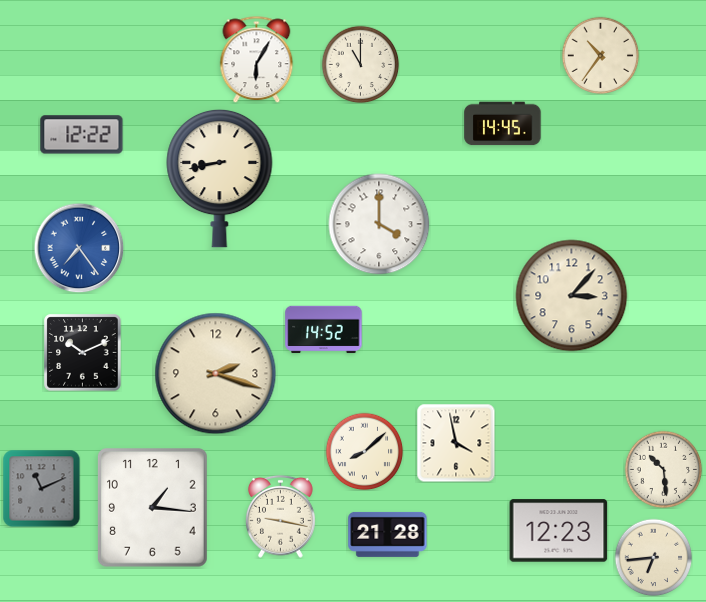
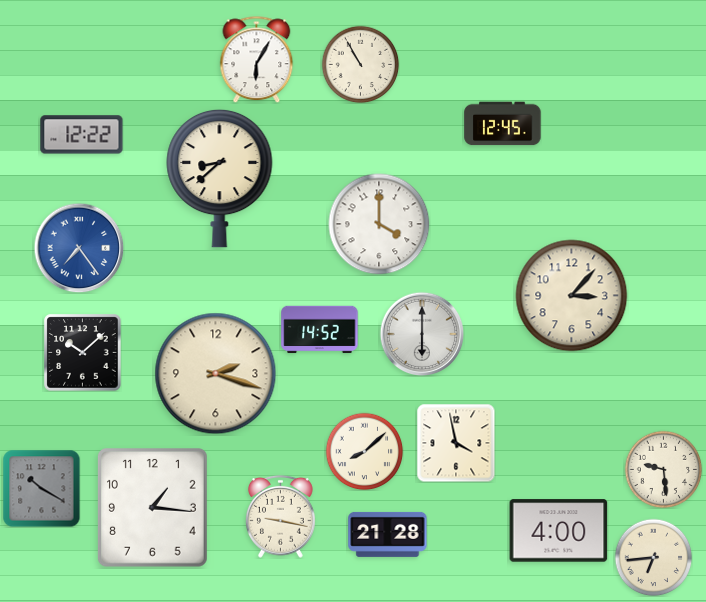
clock at (600, 55): 10:36 -> none
clock at (360, 64): 11:00 -> 10:55
clock at (503, 124): 14:45 -> 12:45
clock at (220, 178): 8:43 -> 8:38
clock at (324, 330) position: (324, 330) -> (320, 330)
clock at (422, 334): none -> 6:00
clock at (83, 353): 10:11 -> 10:08
clock at (663, 469): 10:29 -> 9:29
clock at (41, 488): 11:11 -> 10:20
clock at (559, 531): 12:23 -> 4:00
